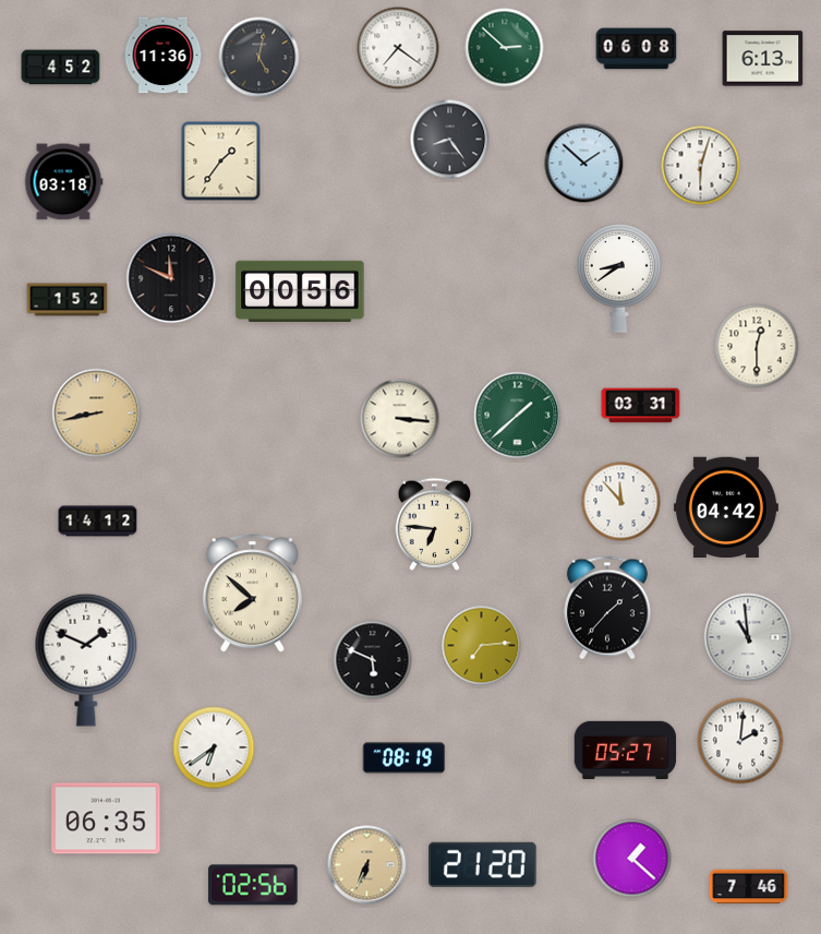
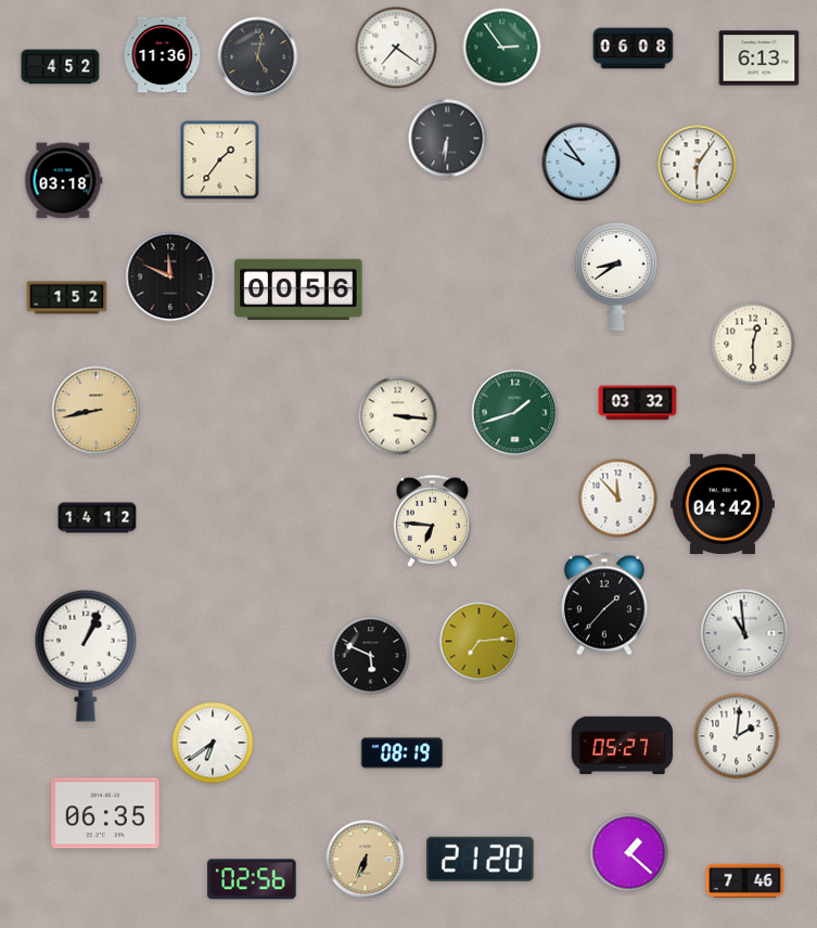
clock at (505, 48): 2:52 -> 2:54
clock at (450, 140): 8:24 -> 6:31
clock at (584, 164): 1:52 -> 9:54
clock at (701, 166): 6:03 -> 6:06
clock at (641, 406): 03:31 -> 03:32
clock at (518, 416): 1:38 -> 1:42
clock at (252, 594): 7:52 -> none
clock at (86, 660): 1:49 -> 1:04
